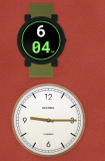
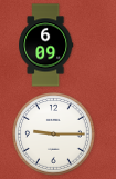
clock at (42, 41): 6:04 -> 6:09
